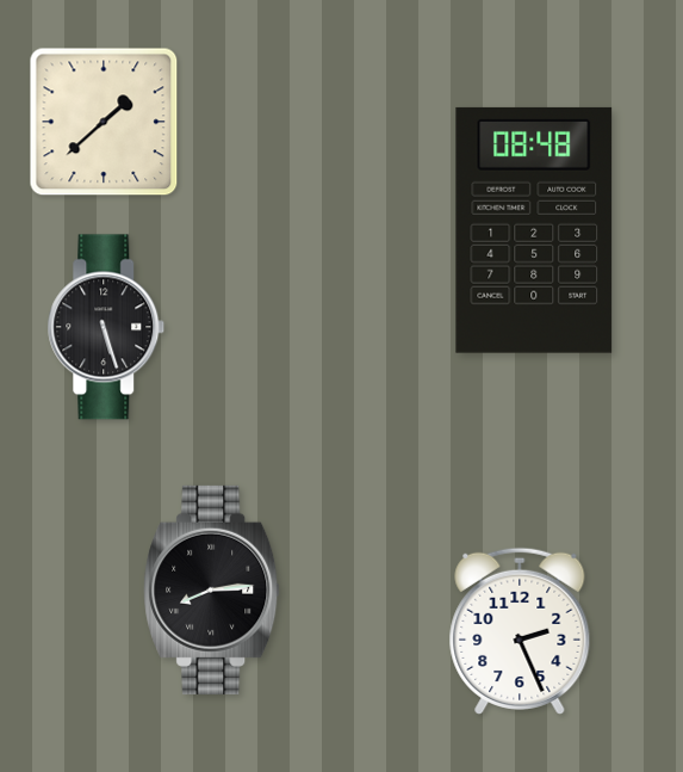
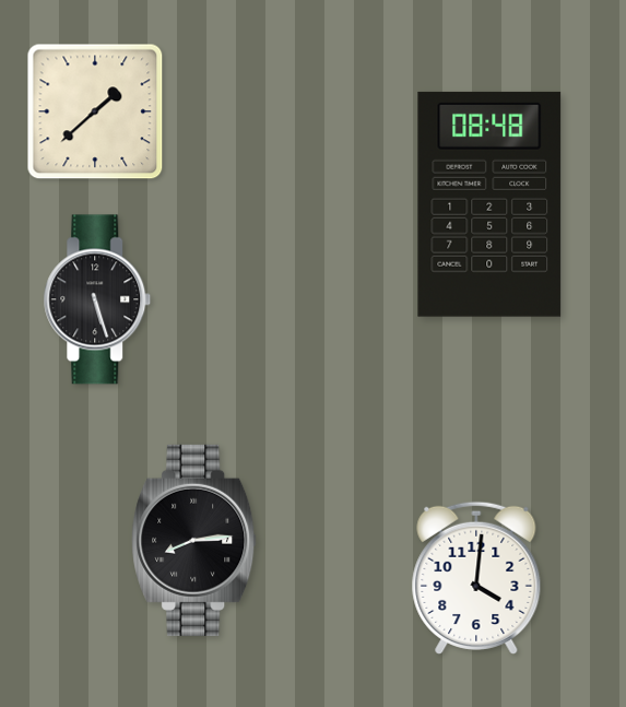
clock at (534, 230) position: (534, 230) -> (489, 204)
clock at (520, 630): 2:26 -> 4:01
